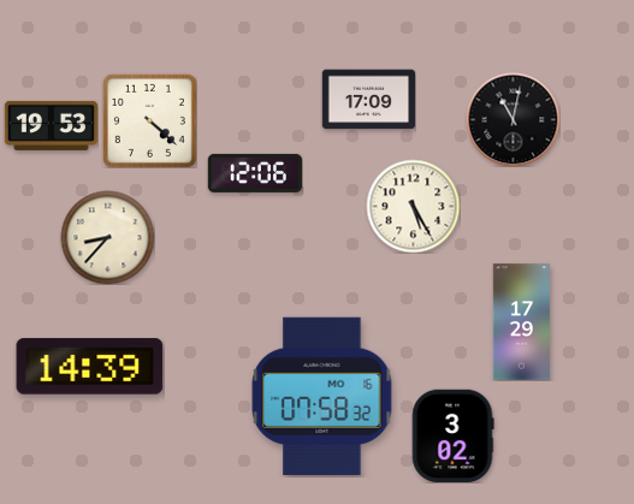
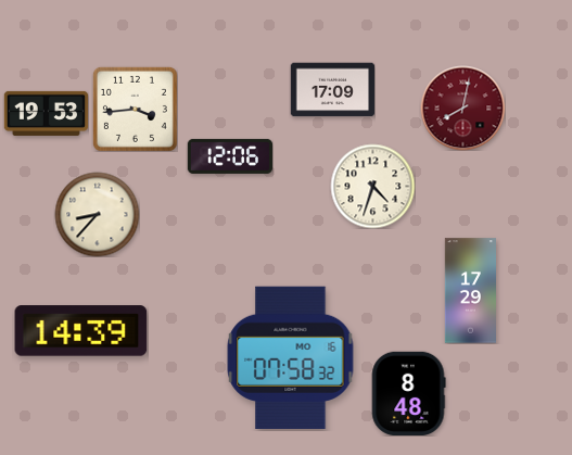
clock at (512, 119): 11:02 -> 8:02
clock at (512, 119) dial: black -> burgundy
clock at (149, 120): 4:22 -> 3:44
clock at (413, 206): 5:25 -> 4:33
clock at (452, 435): 3:02 -> 8:48
